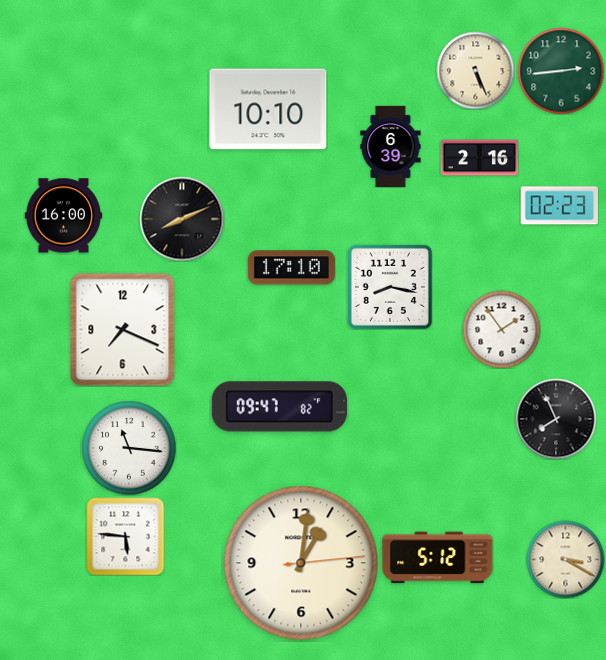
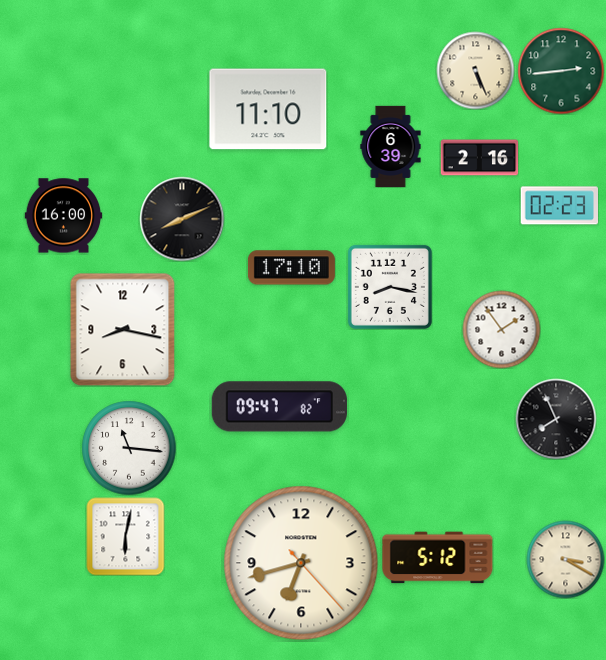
clock at (268, 109): 10:10 -> 11:10
clock at (123, 329): 7:19 -> 8:17
clock at (125, 536): 5:46 -> 6:02
clock at (301, 563): 1:01 -> 6:42
